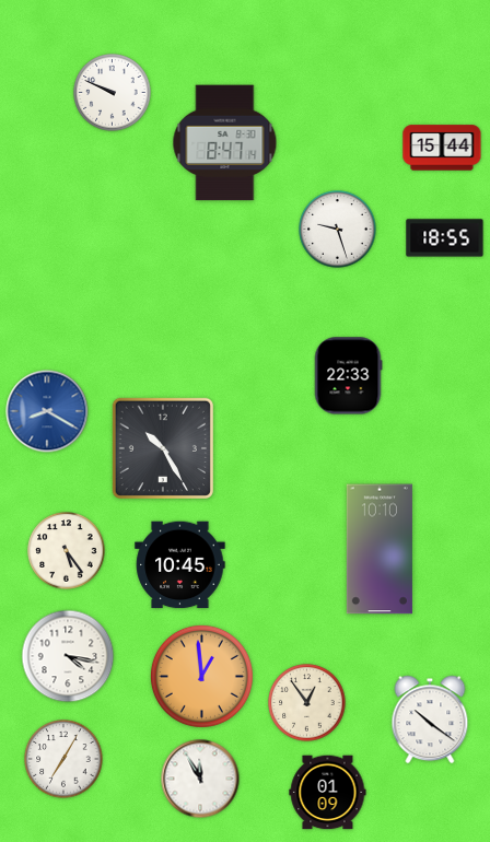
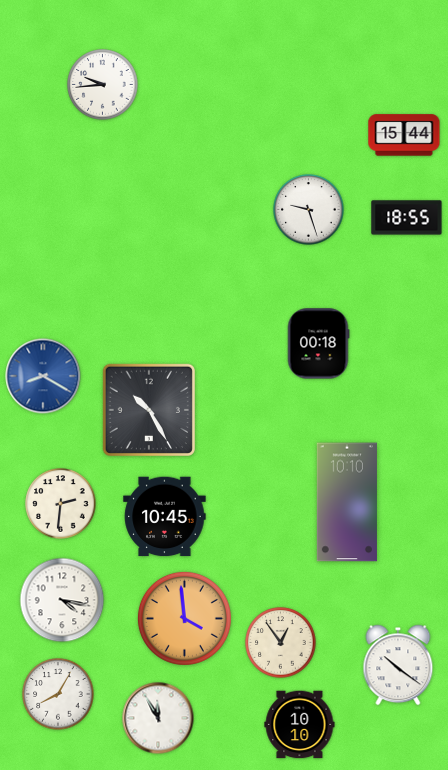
clock at (113, 93): 9:49 -> 9:44
clock at (225, 143): 8:47 -> none
clock at (348, 376): 22:33 -> 00:18
clock at (67, 551): 5:24 -> 2:31
clock at (201, 676): 12:59 -> 3:59
clock at (430, 720) position: (430, 720) -> (398, 665)
clock at (63, 759): 7:05 -> 8:05
clock at (200, 779) position: (200, 779) -> (158, 718)
clock at (328, 793): 01:09 -> 10:10
